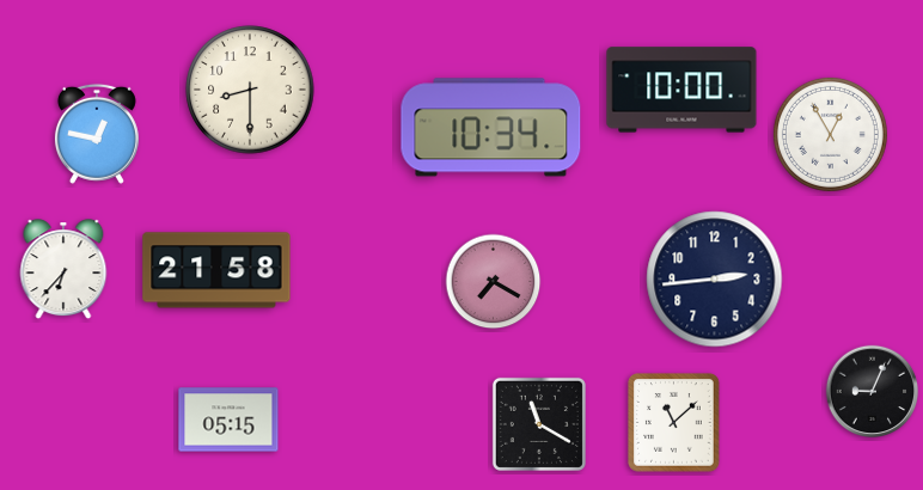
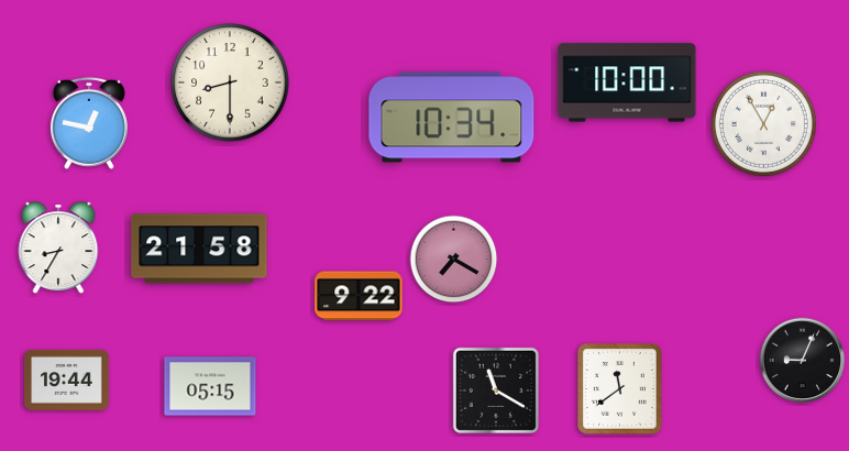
clock at (63, 270): 6:37 -> 8:35
clock at (715, 280): 2:44 -> none
clock at (359, 296): none -> 9:22
clock at (67, 380): none -> 19:44
clock at (674, 423): 11:08 -> 11:39
